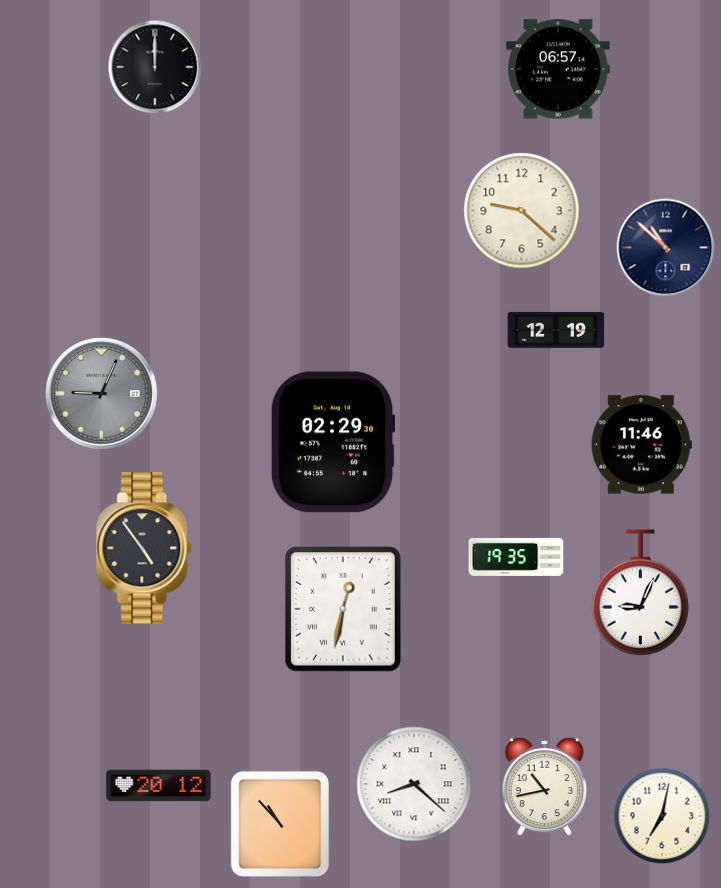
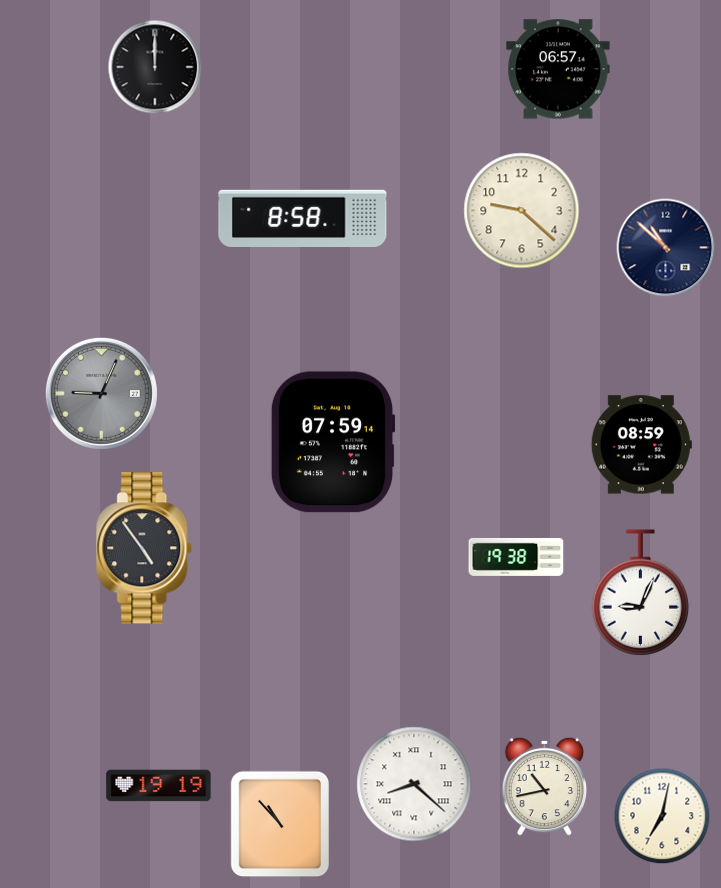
clock at (303, 218): none -> 8:58
clock at (556, 330): 12:19 -> none
clock at (333, 442): 02:29 -> 07:59
clock at (641, 445): 11:46 -> 08:59
clock at (516, 557): 19:35 -> 19:38
clock at (344, 609): 12:32 -> none
clock at (159, 786): 20:12 -> 19:19
